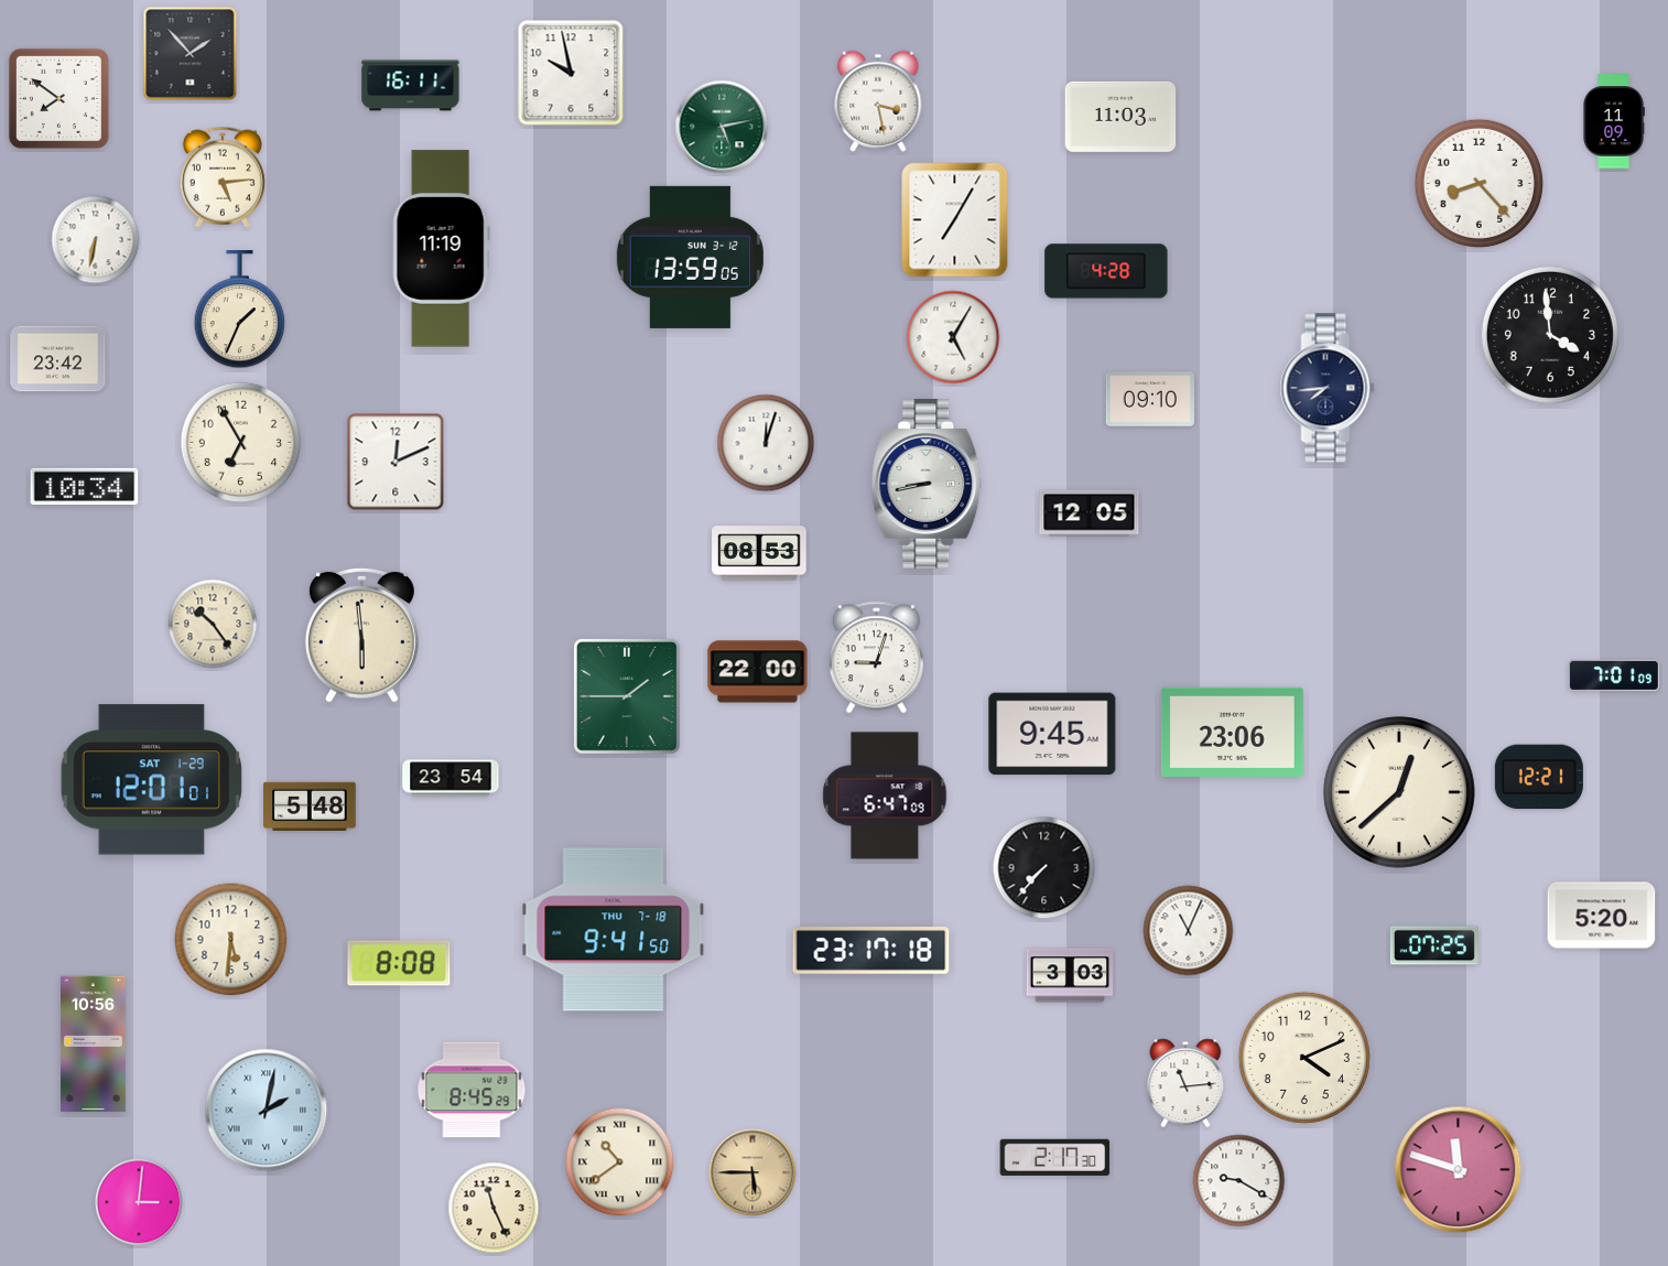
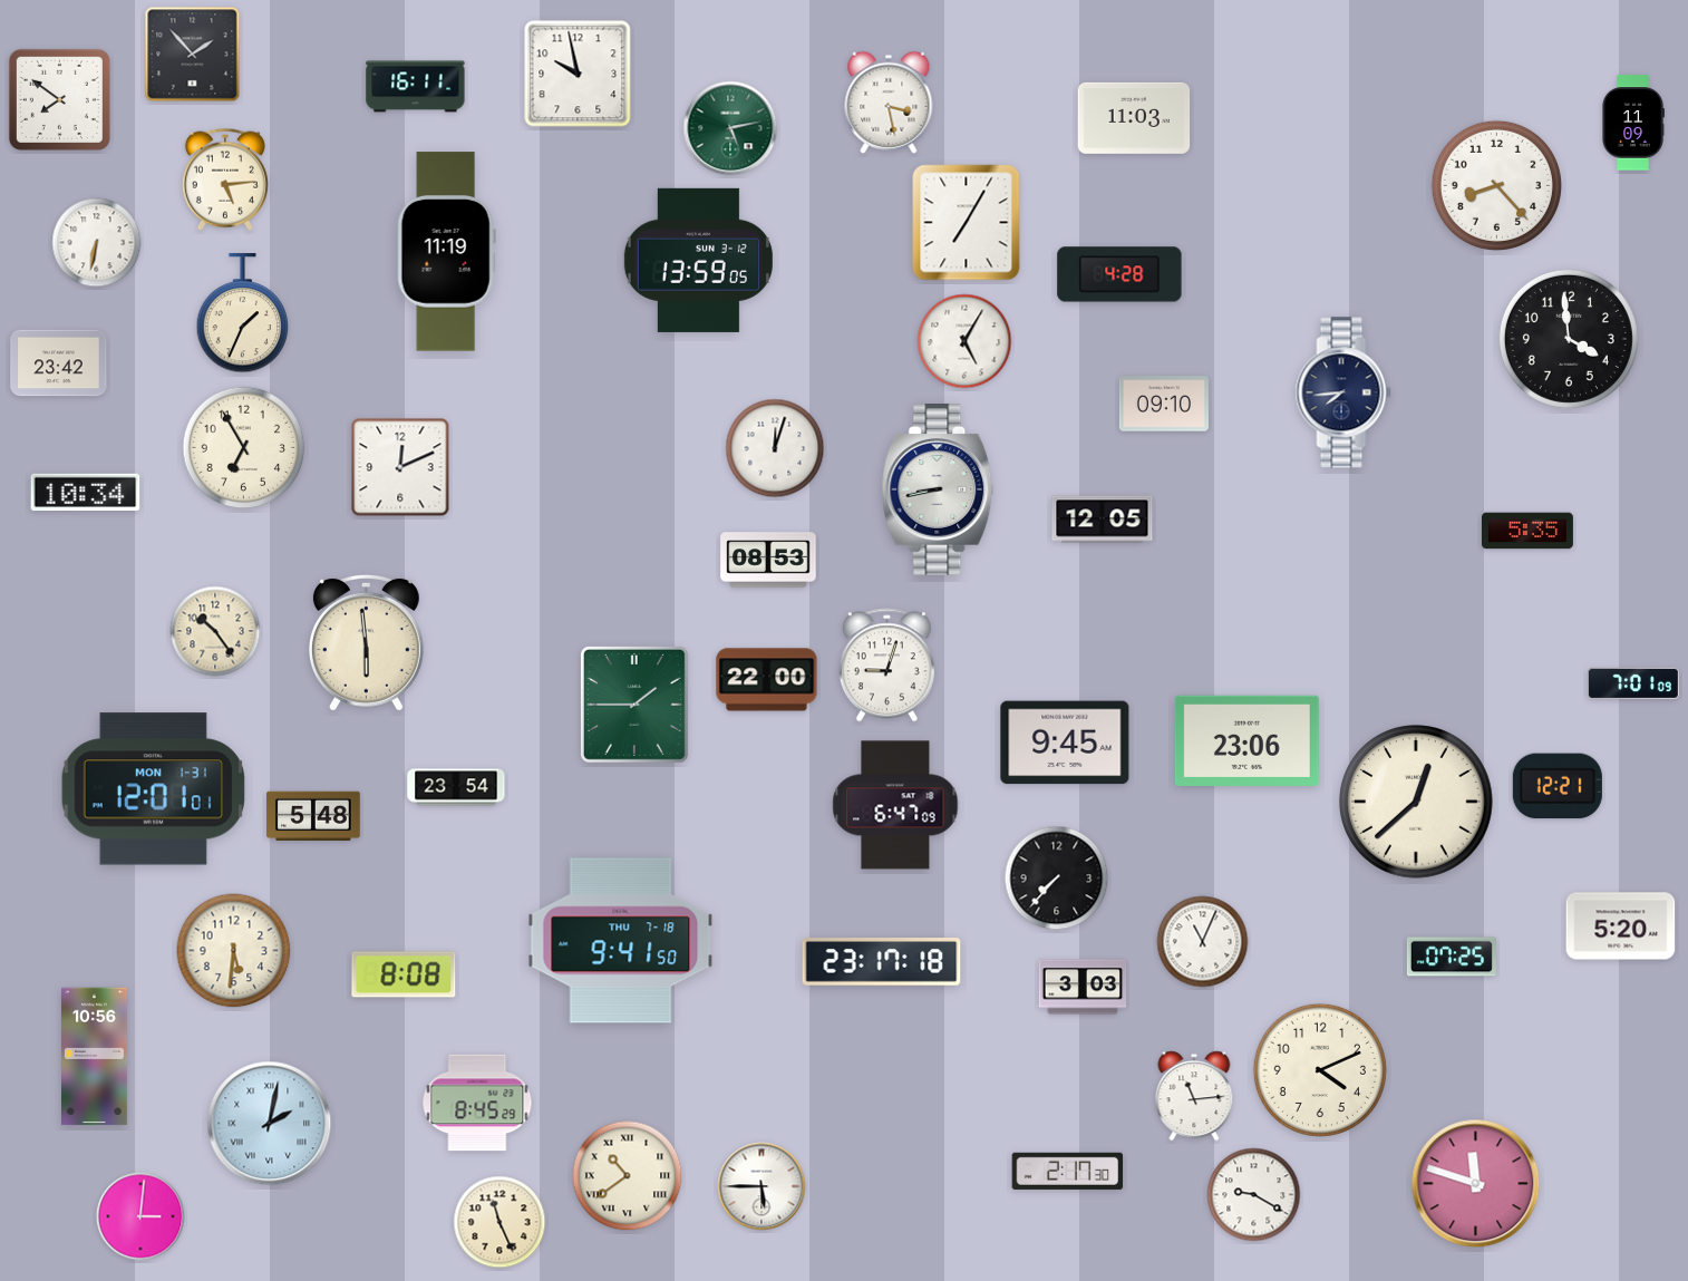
clock at (1527, 531): none -> 5:35
clock at (151, 780) date: SAT 1-29 -> MON 1-31
clock at (1185, 1083) position: (1185, 1083) -> (1194, 1096)
clock at (752, 1172) dial: champagne -> white
